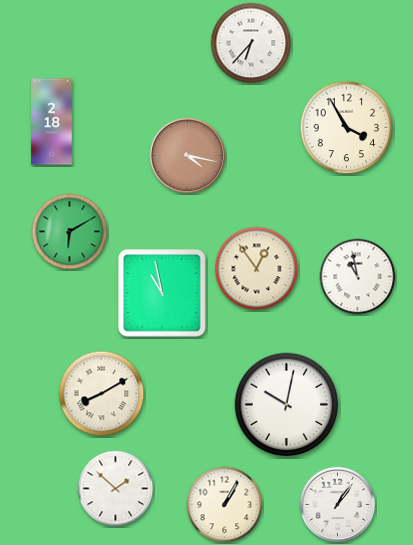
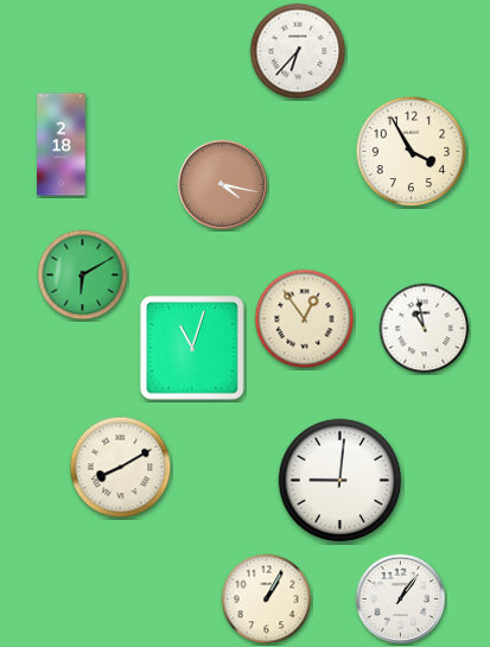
clock at (162, 293): 10:58 -> 11:03
clock at (287, 405): 10:02 -> 9:01
clock at (116, 489): 1:52 -> none
